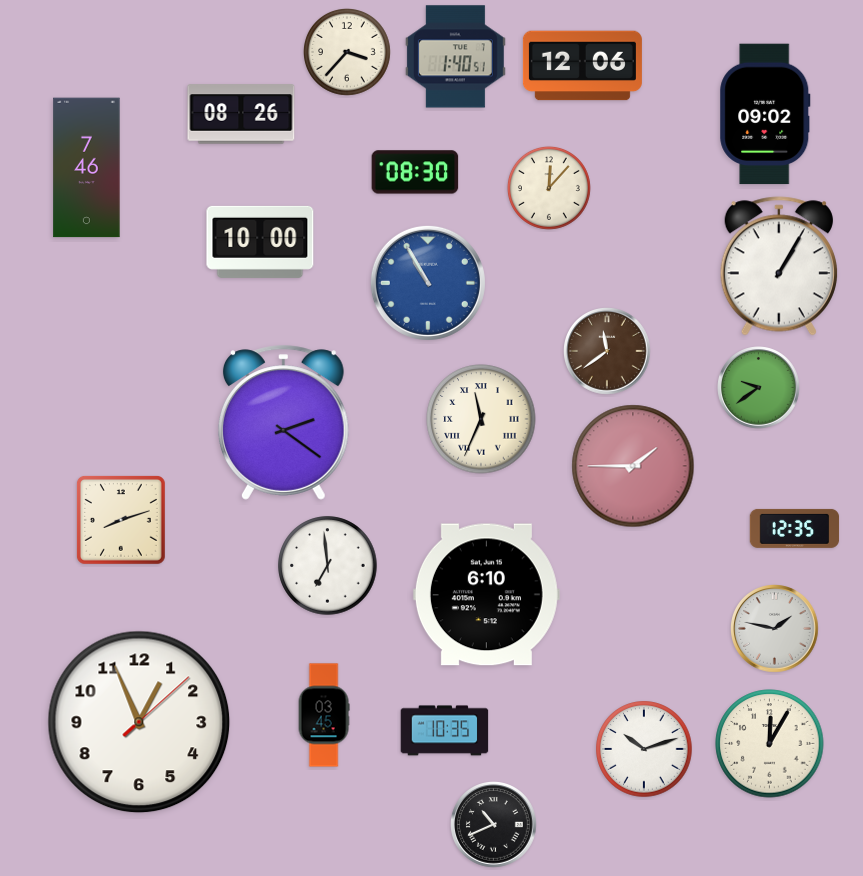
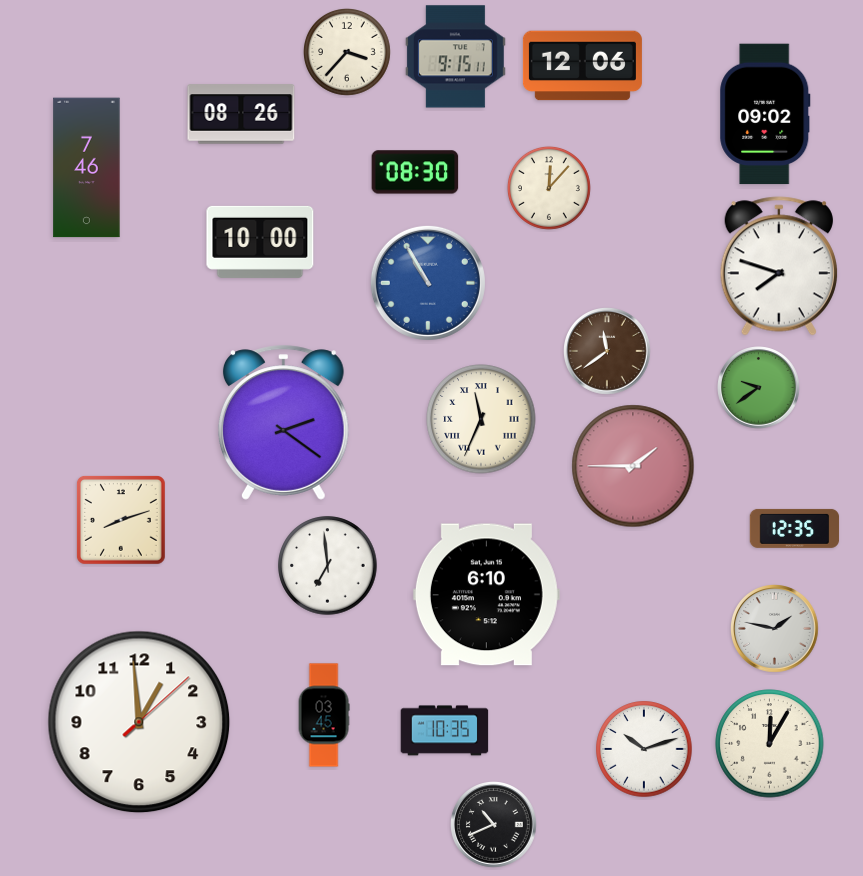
clock at (455, 57): 1:40 -> 9:15
clock at (779, 266): 1:05 -> 7:48
clock at (139, 722): 12:56 -> 12:59
